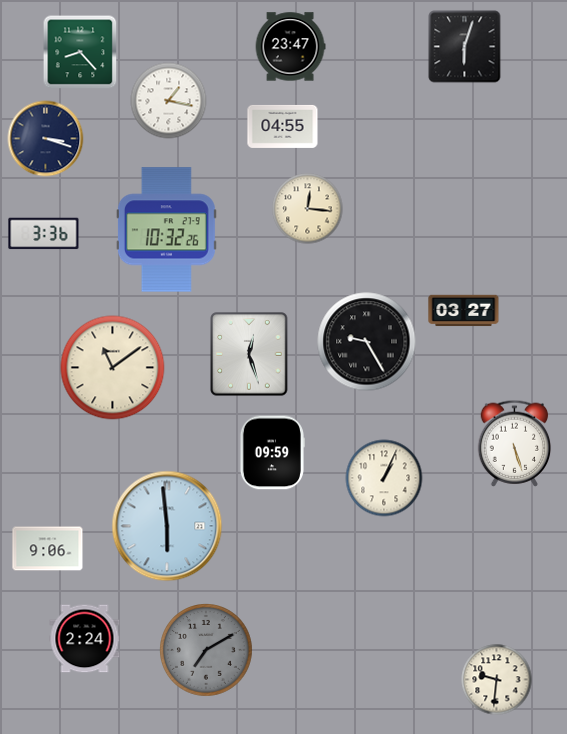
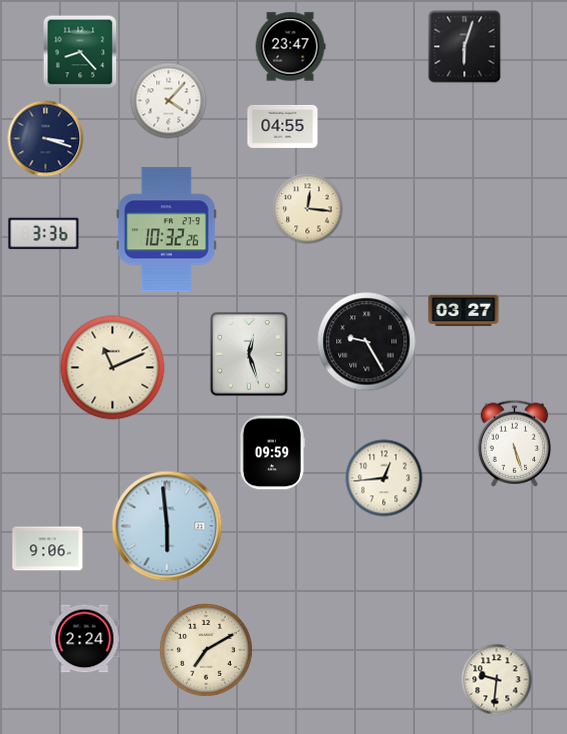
clock at (169, 101): 1:17 -> 4:07
clock at (113, 368): 11:09 -> 11:11
clock at (384, 478): 1:04 -> 12:44
clock at (207, 651) dial: grey -> cream
